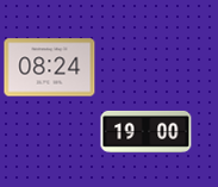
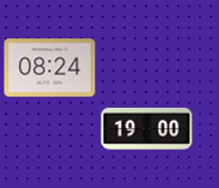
clock at (147, 131) position: (147, 131) -> (147, 128)
